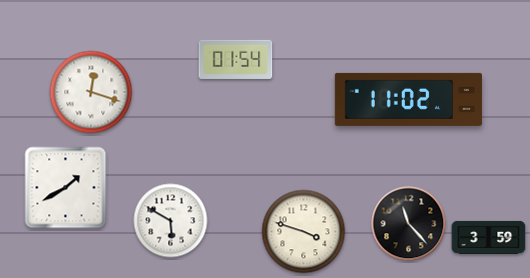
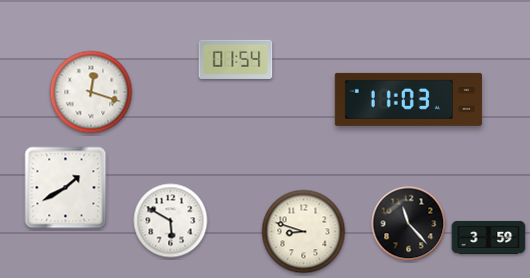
clock at (408, 99): 11:02 -> 11:03
clock at (304, 232): 3:48 -> 8:48
